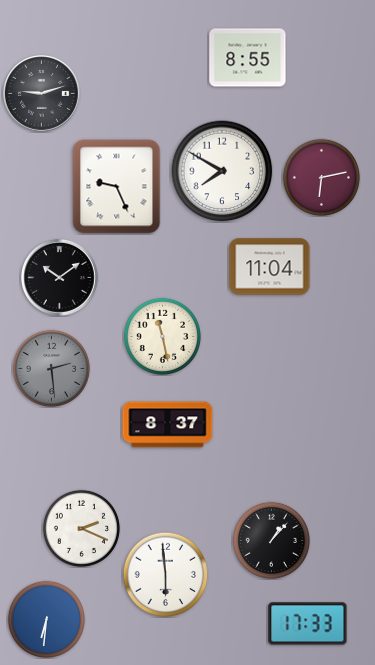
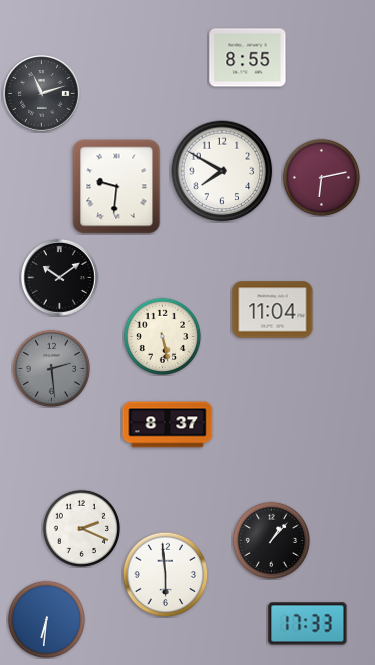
clock at (42, 94): 9:12 -> 11:12
clock at (117, 187): 9:26 -> 9:31
clock at (270, 267) position: (270, 267) -> (273, 310)
clock at (162, 336): 11:28 -> 5:28
